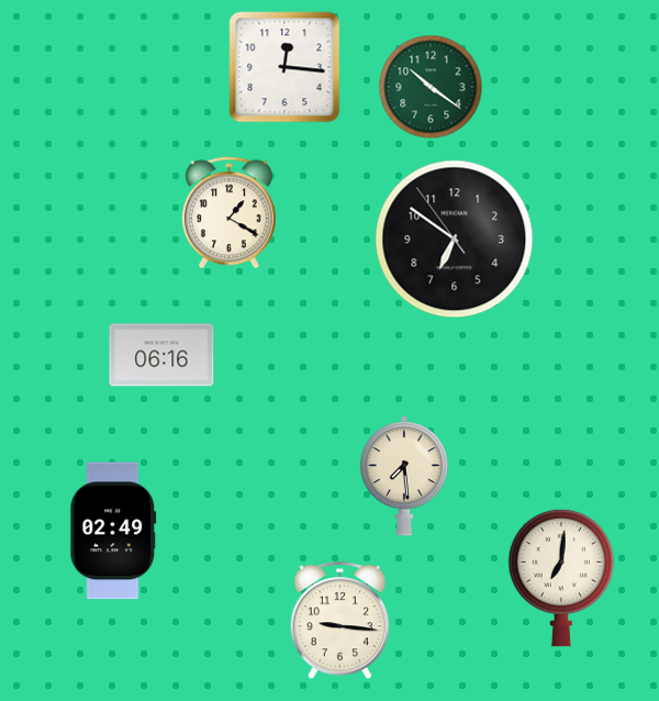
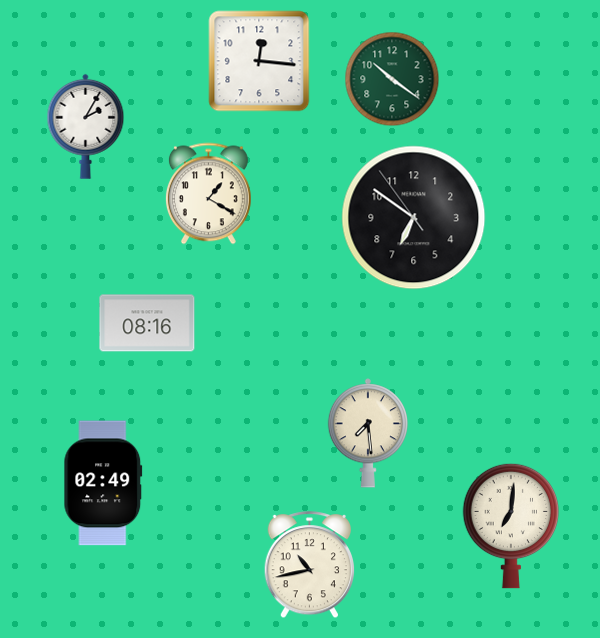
clock at (86, 126): none -> 2:05
clock at (161, 355): 06:16 -> 08:16
clock at (340, 621): 9:16 -> 10:43
